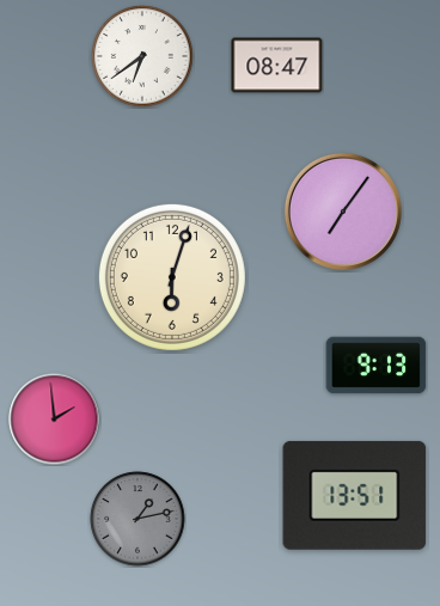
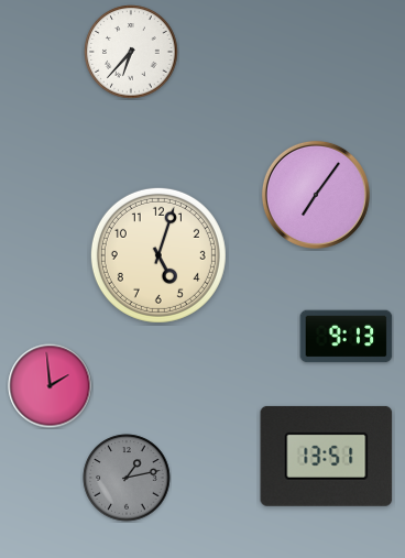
clock at (142, 56): 6:39 -> 6:37
clock at (277, 66): 08:47 -> none
clock at (172, 277): 6:03 -> 5:03
